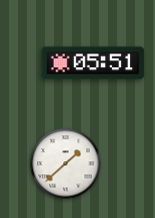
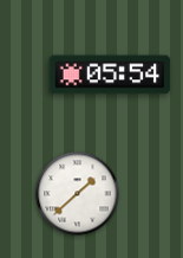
clock at (93, 63): 05:51 -> 05:54
